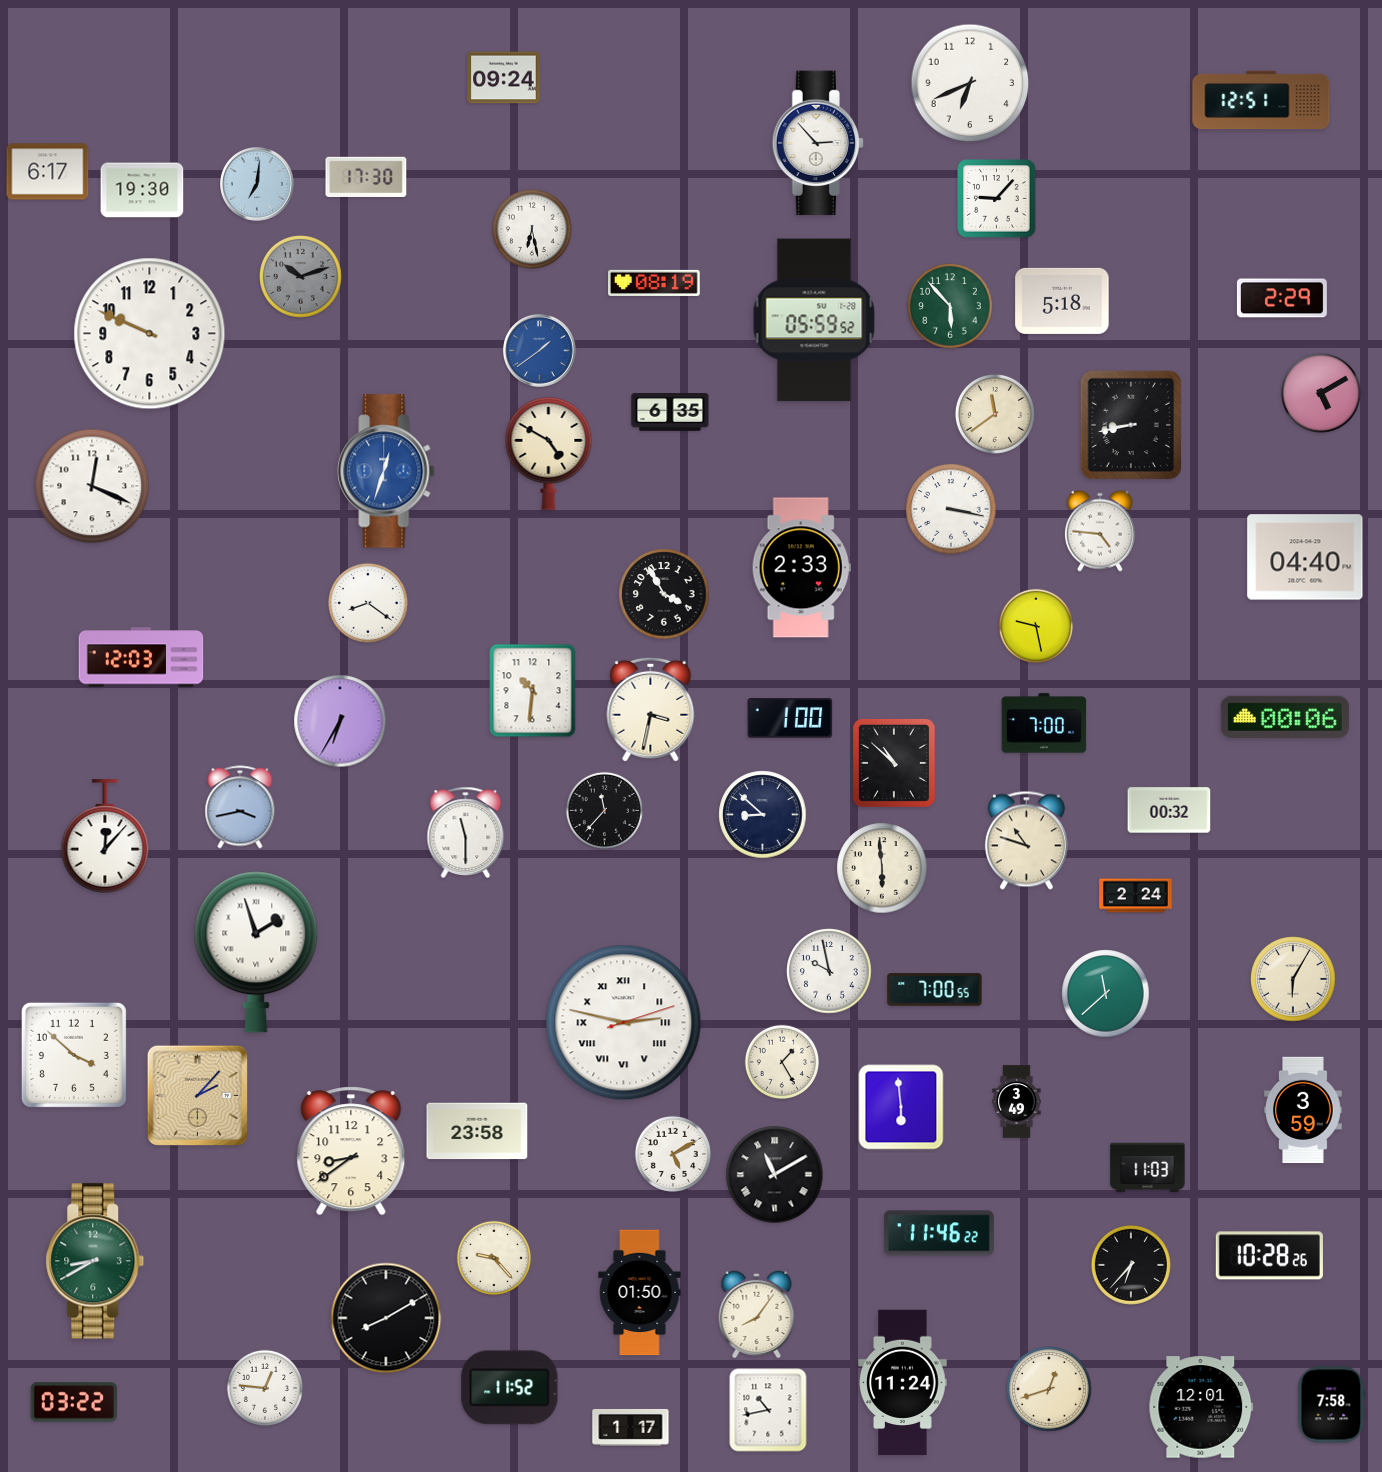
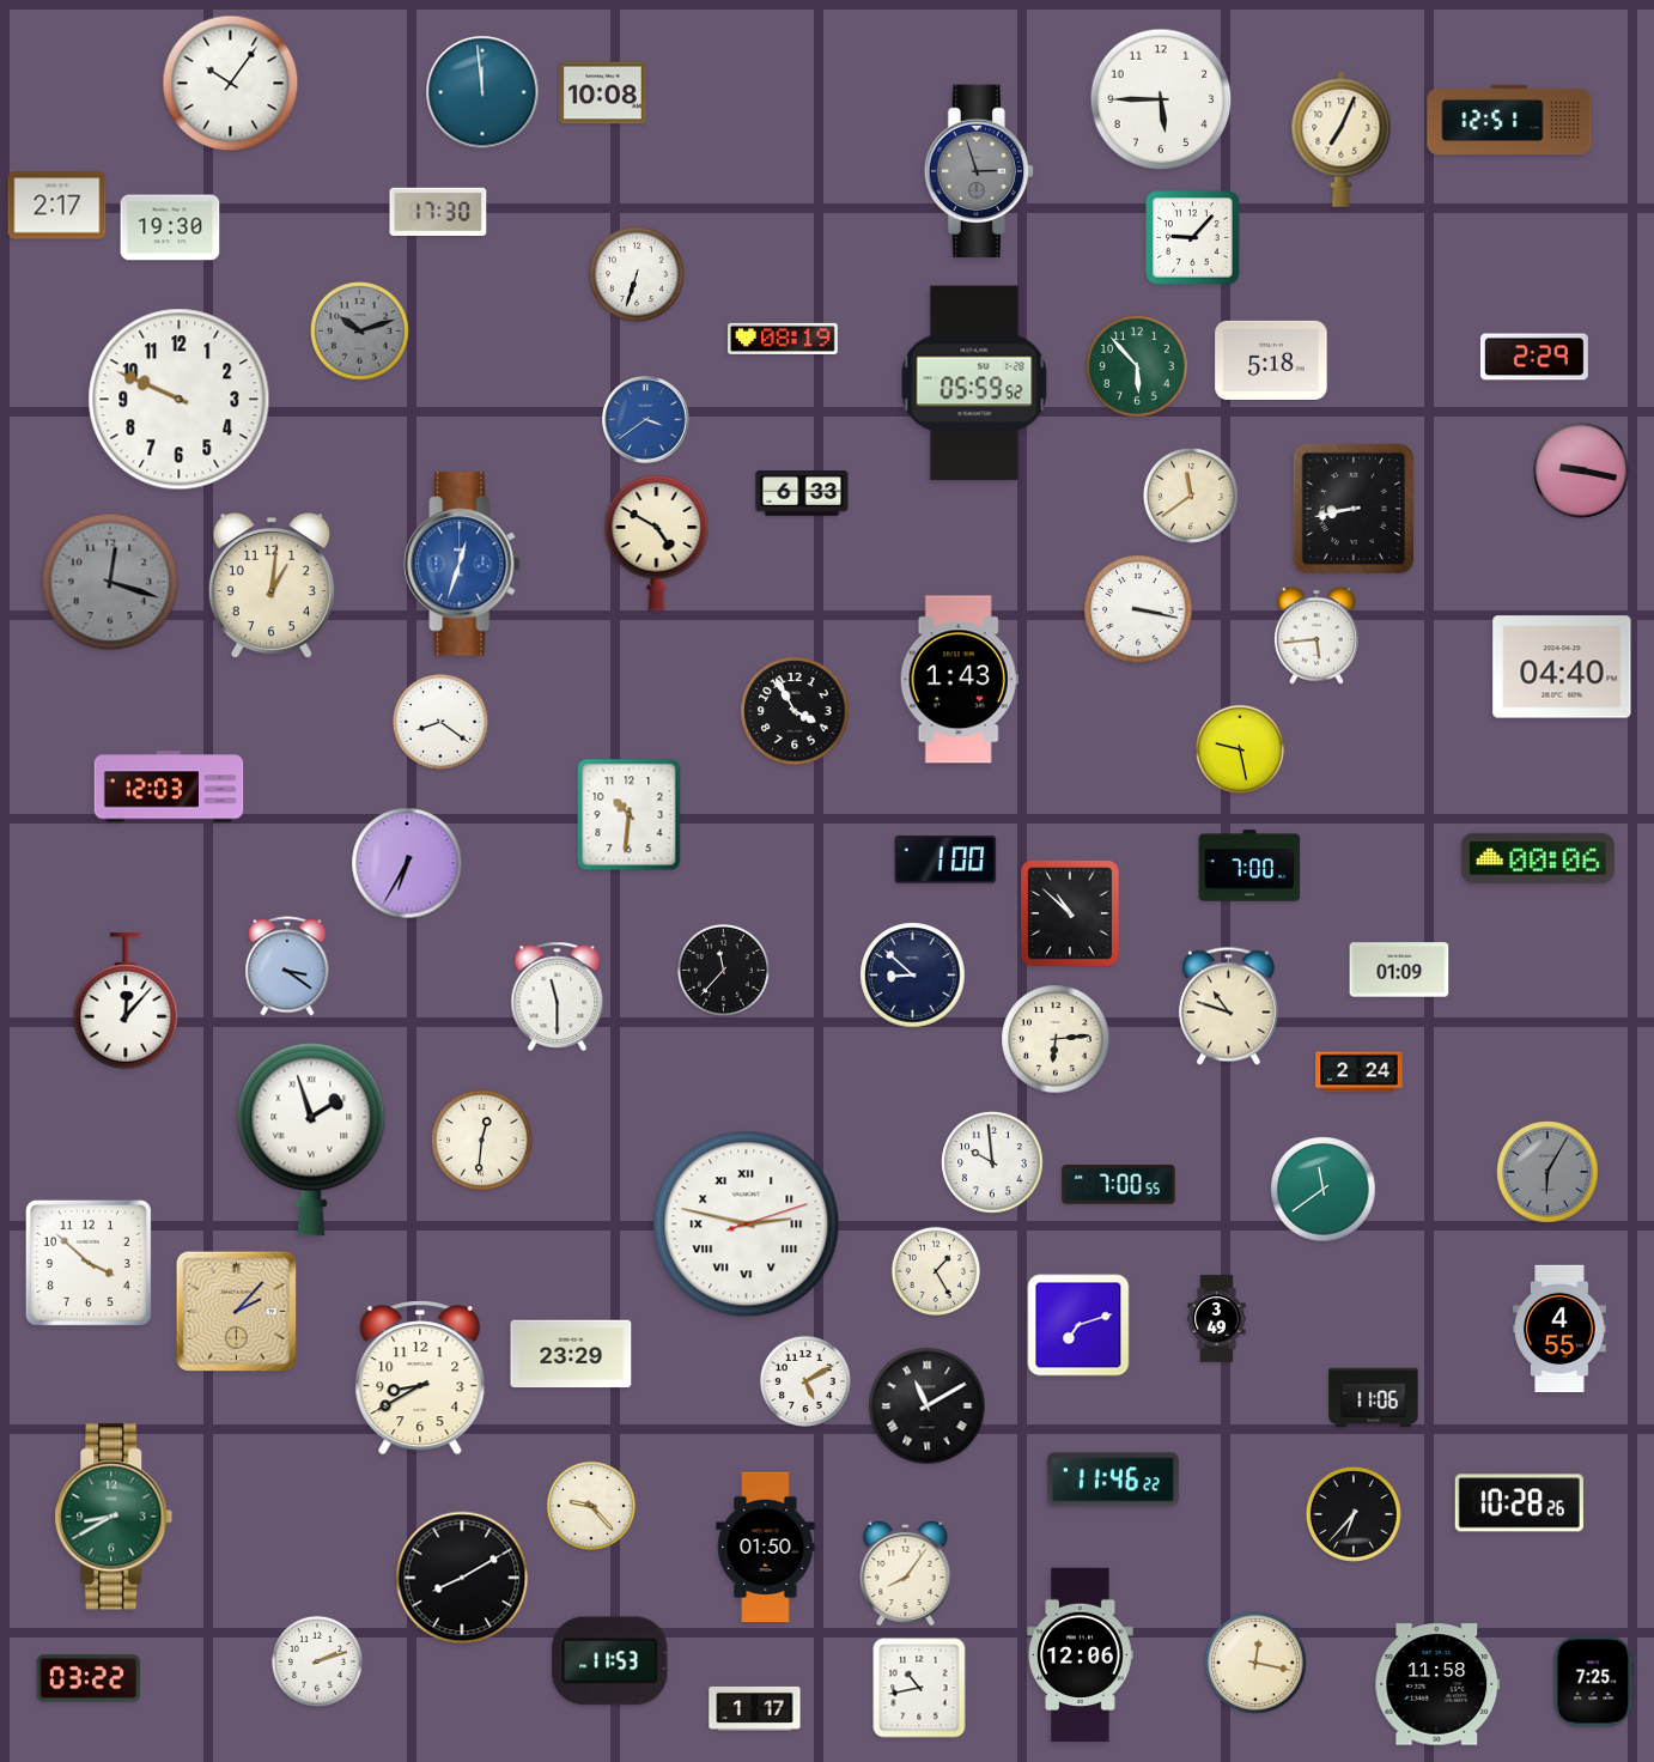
clock at (231, 84): none -> 10:06
clock at (482, 92): none -> 11:59
clock at (504, 78): 09:24 -> 10:08
clock at (970, 83): 6:41 -> 5:45
clock at (1342, 139): none -> 7:04
clock at (818, 143): 2:53 -> 2:57
clock at (818, 143) dial: white -> grey
clock at (48, 172): 6:17 -> 2:17
clock at (257, 184): 7:01 -> none
clock at (532, 229): 6:28 -> 6:33
clock at (540, 351): 1:39 -> 3:39
clock at (1321, 393): 5:10 -> 9:17
clock at (670, 413): 6:35 -> 6:33
clock at (92, 486): 12:19 -> 12:18
clock at (92, 486) dial: white -> grey
clock at (272, 587): none -> 1:01
clock at (1100, 531): 4:46 -> 5:44
clock at (801, 568): 2:33 -> 1:43
clock at (533, 691) position: (533, 691) -> (630, 815)
clock at (651, 709): 3:32 -> none
clock at (240, 807): 3:43 -> 3:21
clock at (1169, 810): 00:32 -> 01:09
clock at (882, 868): 5:59 -> 6:14
clock at (256, 952) position: (256, 952) -> (311, 1140)
clock at (482, 1141): none -> 12:31
clock at (829, 971): 9:58 -> 9:59
clock at (1293, 979) dial: cream -> grey
clock at (1106, 994): 11:38 -> 11:39
clock at (901, 1107): 5:59 -> 7:12
clock at (1303, 1110): 3:59 -> 4:55
clock at (477, 1131): 23:58 -> 23:29
clock at (351, 1151): 8:39 -> 8:40
clock at (1148, 1168): 11:03 -> 11:06
clock at (939, 1233) position: (939, 1233) -> (1113, 1480)
clock at (95, 1261) position: (95, 1261) -> (114, 1517)
clock at (903, 1383): 11:24 -> 12:06
clock at (265, 1388): 12:46 -> 2:12
clock at (510, 1388): 11:52 -> 11:53
clock at (1049, 1389): 12:42 -> 12:17
clock at (1332, 1405): 7:58 -> 7:25
clock at (1201, 1407): 12:01 -> 11:58
